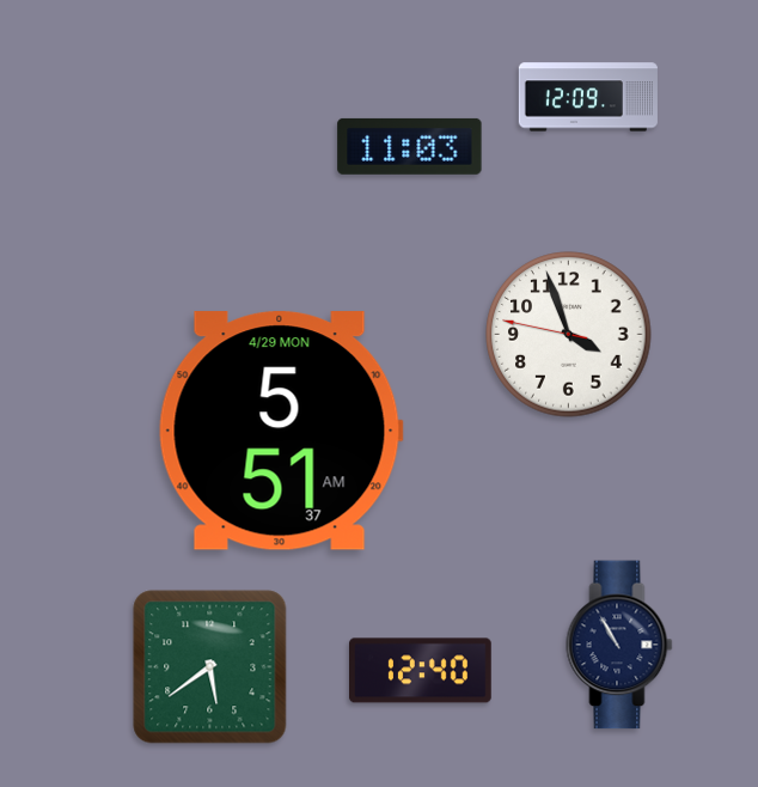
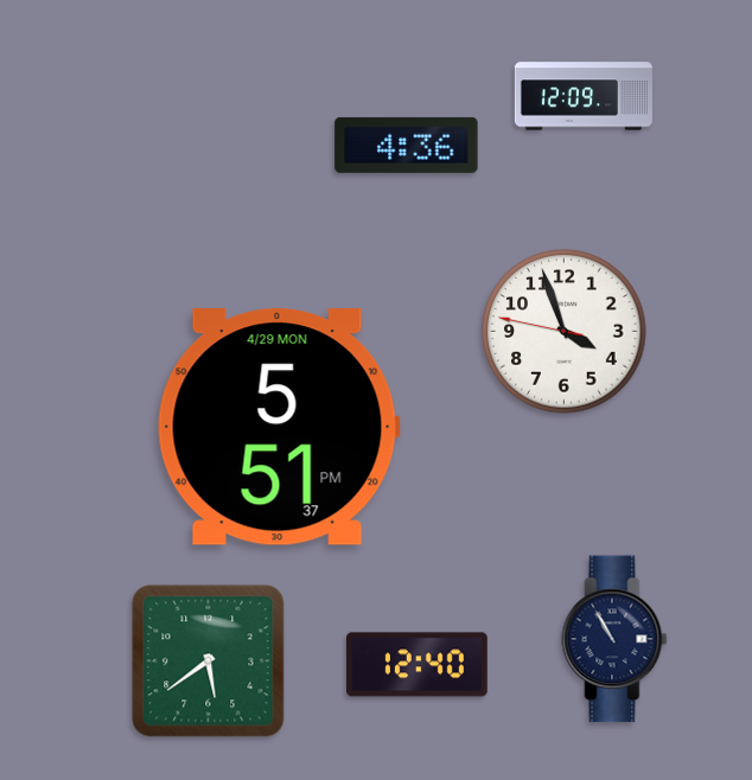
clock at (410, 146): 11:03 -> 4:36
clock at (281, 431): 5:51:37 AM -> 5:51:37 PM
